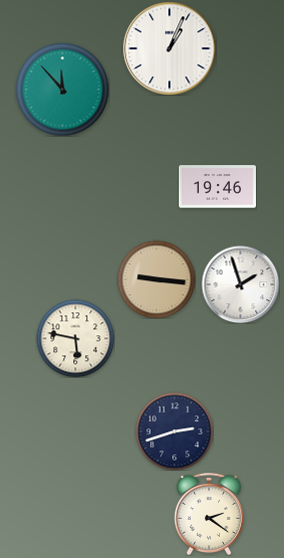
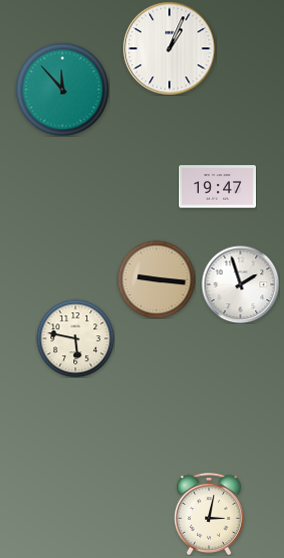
clock at (217, 187): 19:46 -> 19:47
clock at (174, 431): 2:42 -> none
clock at (209, 513): 2:21 -> 3:02
